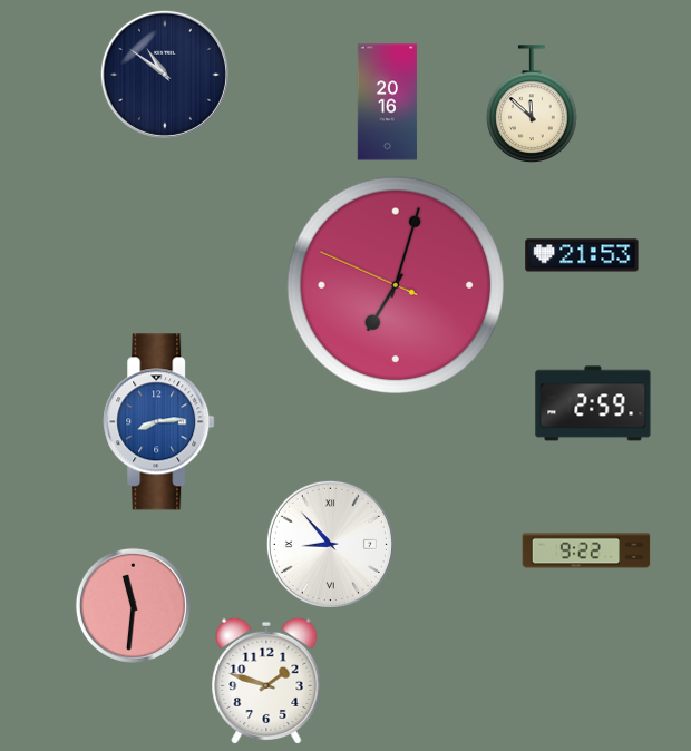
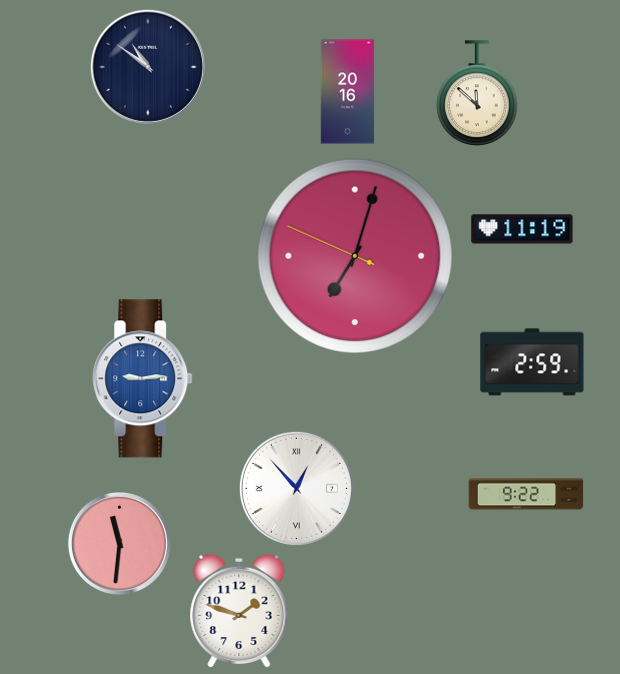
clock at (582, 255): 21:53 -> 11:19
clock at (159, 422): 8:14 -> 9:14
clock at (330, 544): 8:53 -> 12:53
